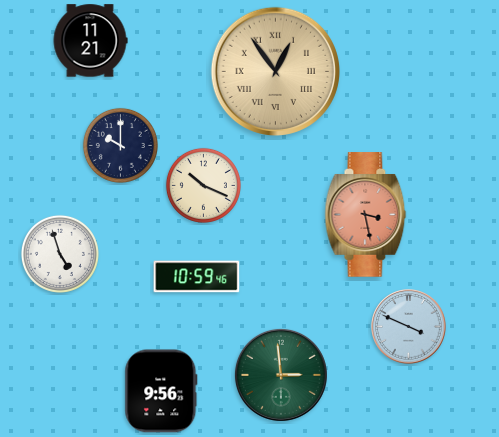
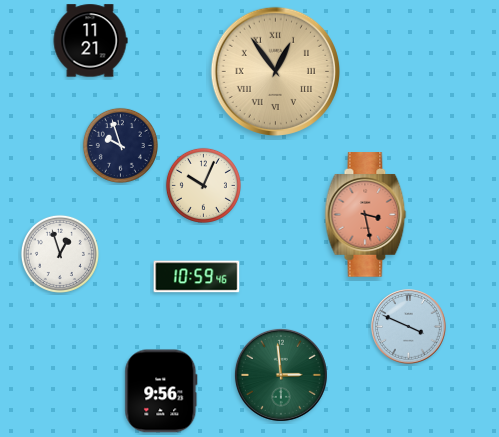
clock at (120, 145): 10:00 -> 9:57
clock at (203, 185): 10:19 -> 10:04
clock at (60, 254): 4:57 -> 12:57
